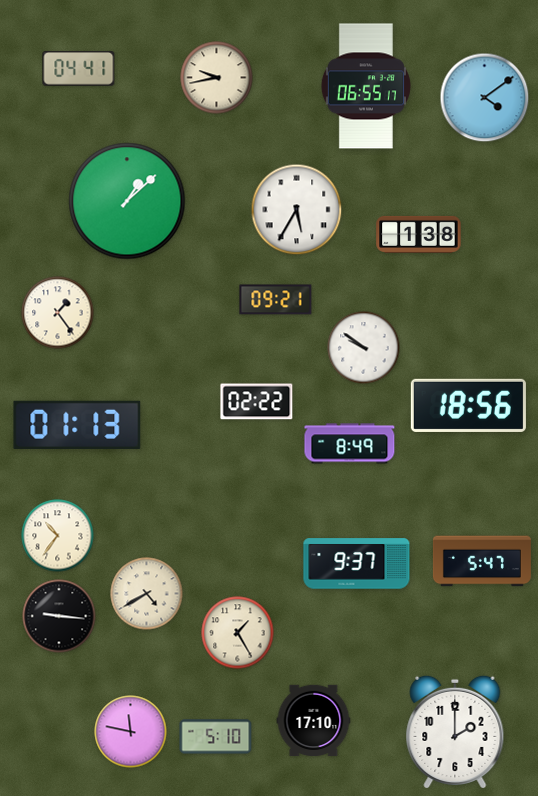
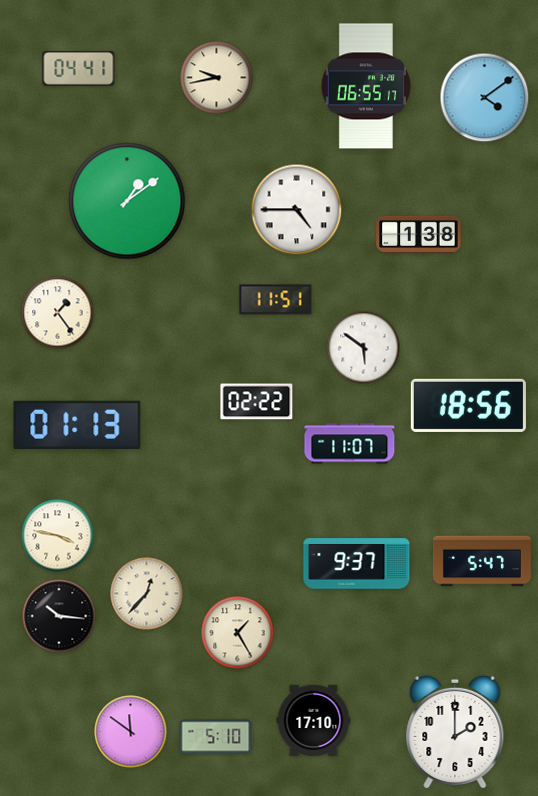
clock at (127, 201): 1:08 -> 1:09
clock at (297, 210): 5:35 -> 4:45
clock at (276, 300): 09:21 -> 11:51
clock at (364, 348): 9:51 -> 5:51
clock at (350, 444): 8:49 -> 11:07
clock at (58, 536): 10:36 -> 3:47
clock at (147, 594): 4:40 -> 12:37
clock at (59, 616): 9:16 -> 10:16
clock at (131, 732): 11:47 -> 11:51
